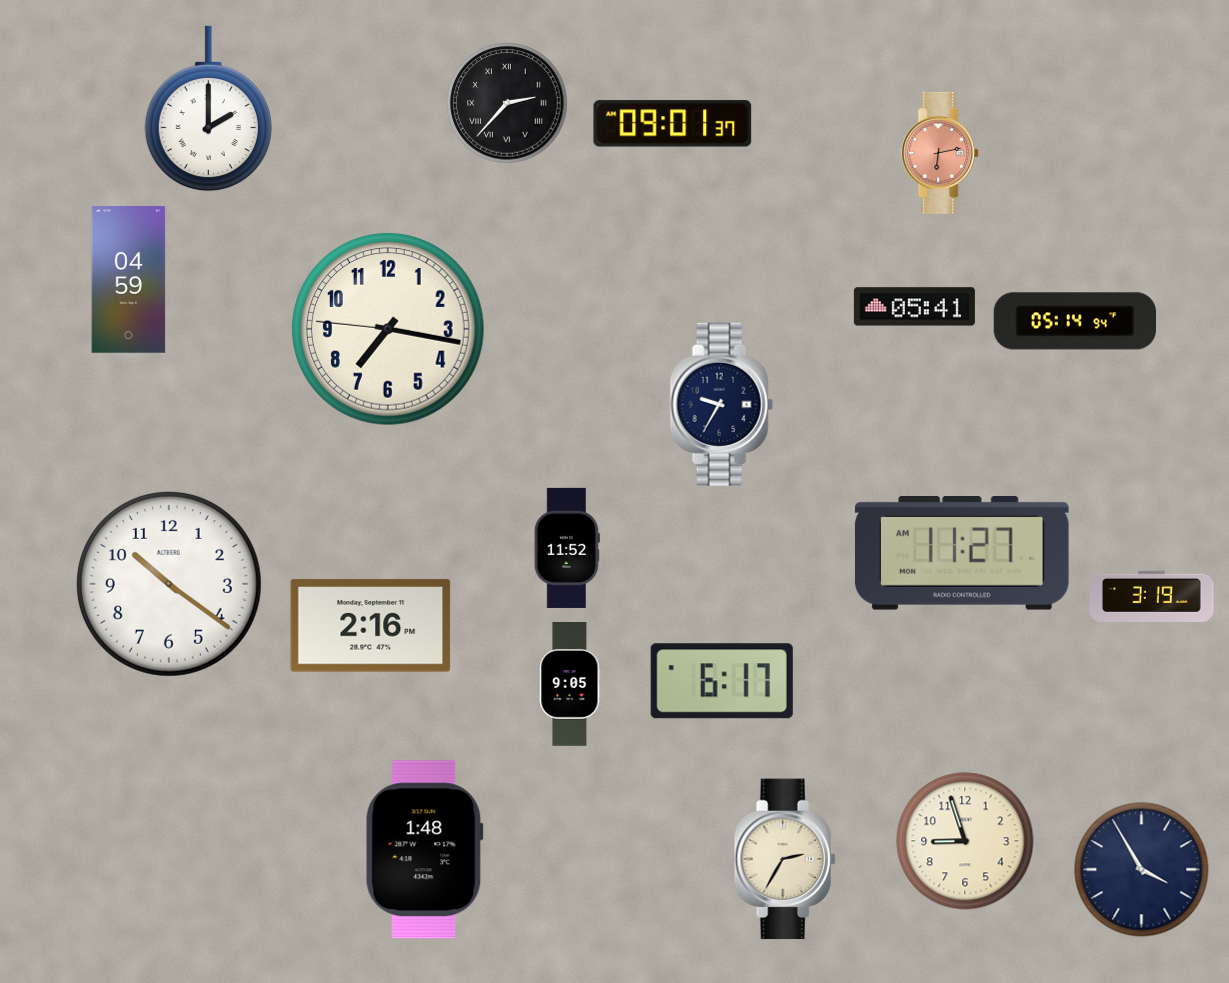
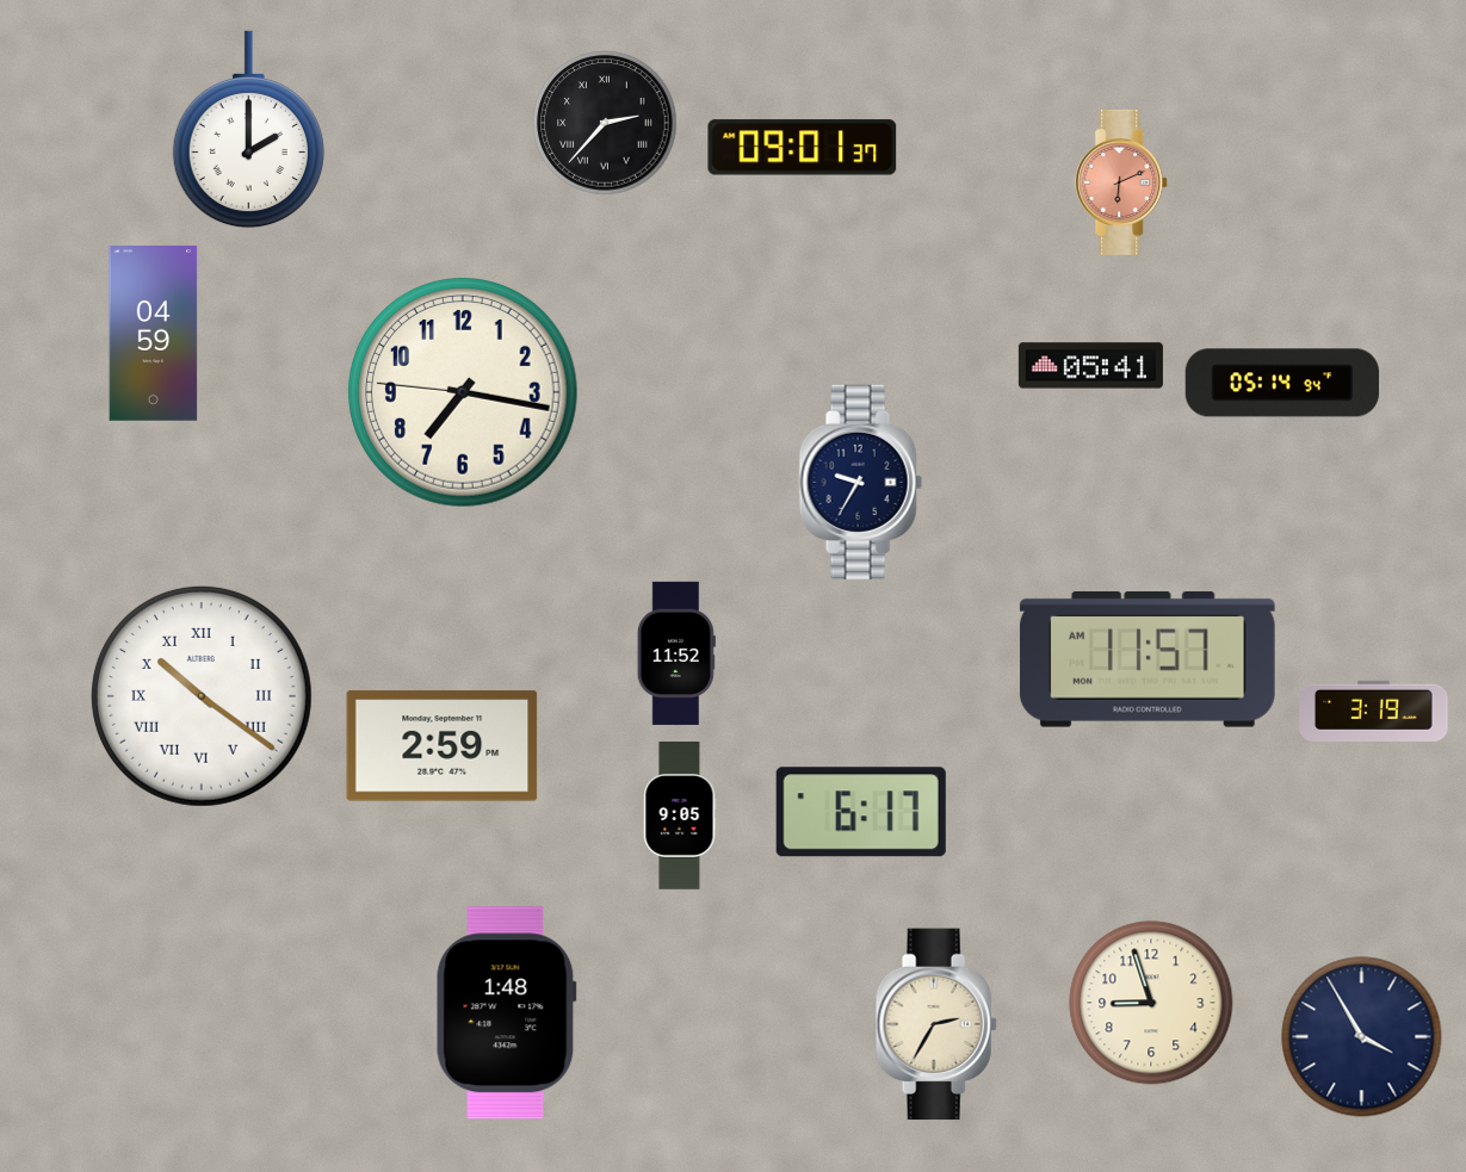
clock at (941, 153): 6:13 -> 6:11
clock at (962, 554): 11:27 -> 11:57
clock at (169, 584) numerals: Arabic -> Roman
clock at (371, 626): 2:16 -> 2:59
